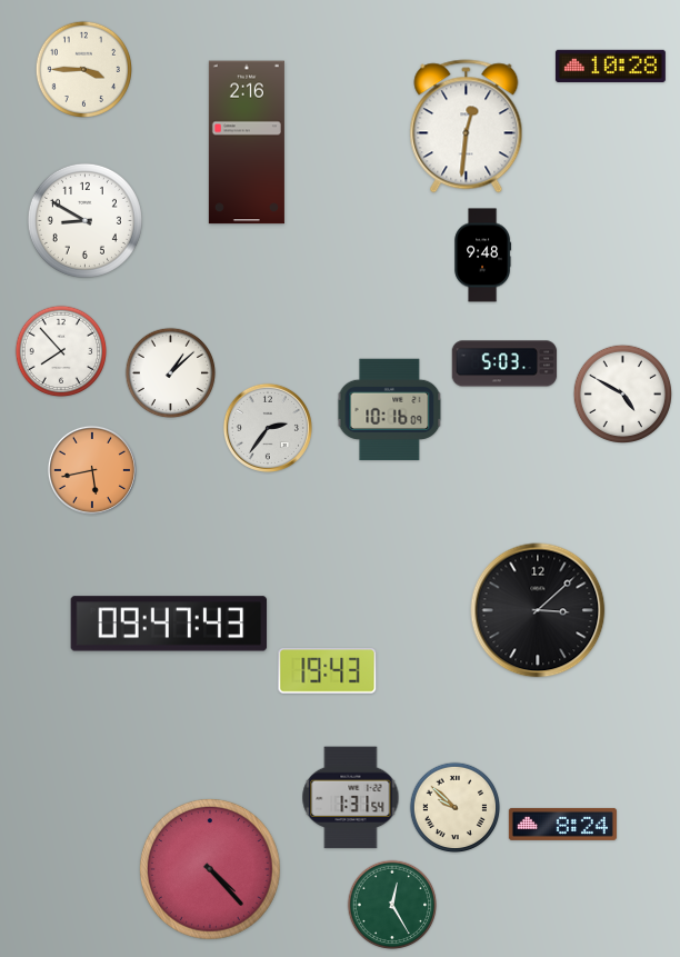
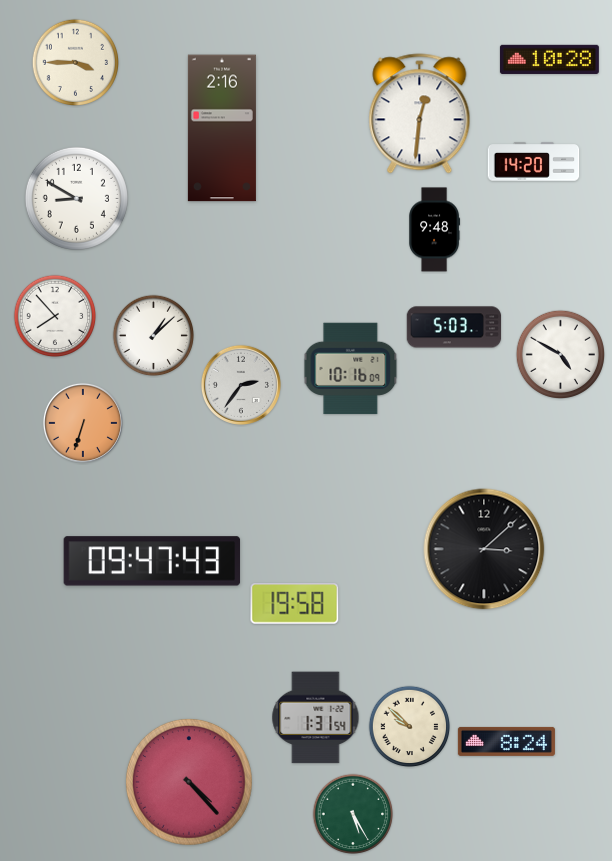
clock at (534, 162): none -> 14:20
clock at (92, 470): 5:43 -> 6:33
clock at (328, 671): 19:43 -> 19:58
clock at (392, 905): 12:25 -> 5:25
